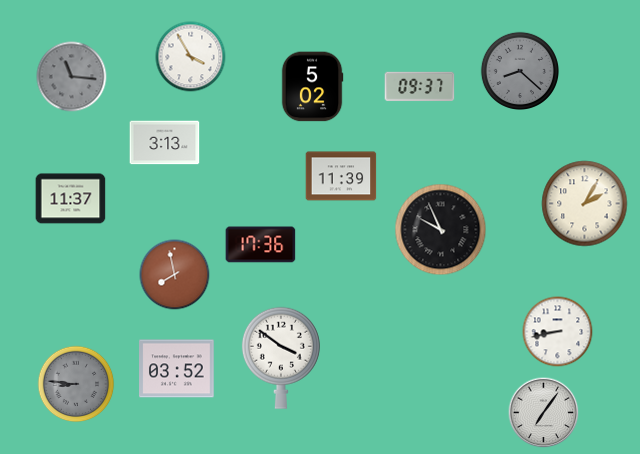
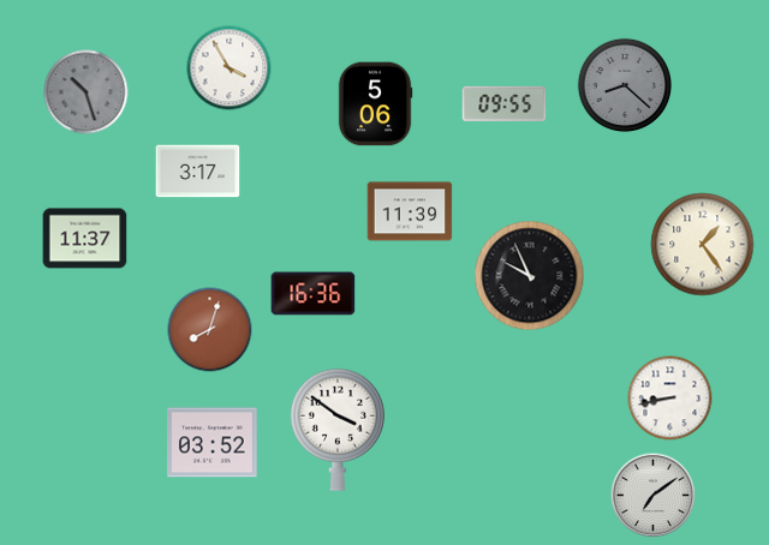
clock at (72, 77): 11:16 -> 10:27
clock at (312, 87): 5:02 -> 5:06
clock at (420, 87): 09:37 -> 09:55
clock at (165, 143): 3:13 -> 3:17
clock at (585, 204): 2:05 -> 1:24
clock at (261, 245): 17:36 -> 16:36
clock at (175, 275): 7:58 -> 8:03
clock at (76, 384): 8:46 -> none
clock at (544, 413): 7:06 -> 7:09
